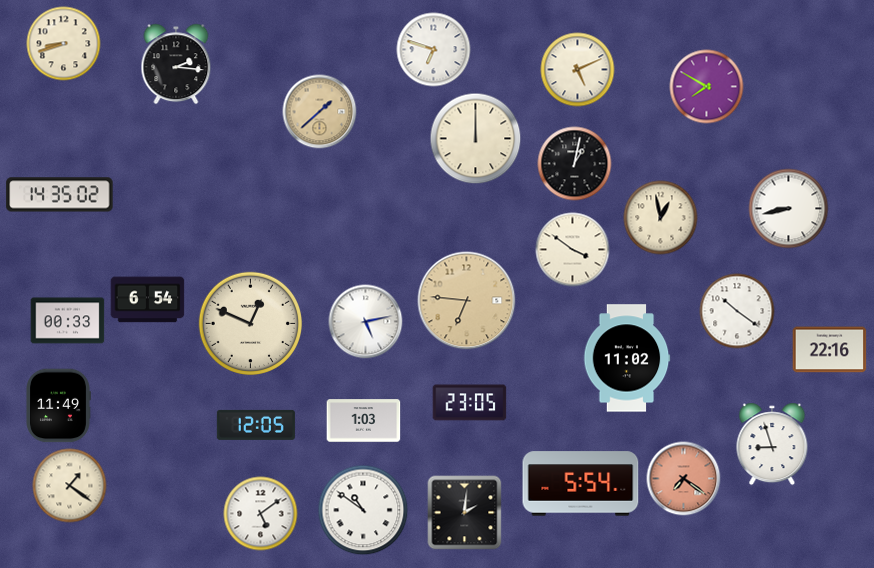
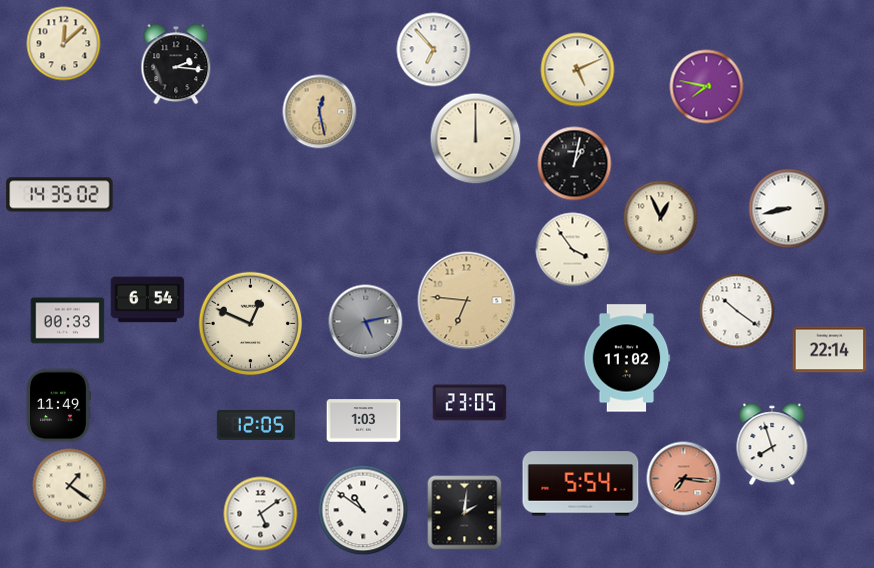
clock at (64, 44): 8:42 -> 12:08
clock at (434, 50): 6:48 -> 6:53
clock at (707, 87): 7:50 -> 7:47
clock at (320, 112): 1:38 -> 12:28
clock at (661, 218): 12:58 -> 12:56
clock at (573, 250): 3:51 -> 3:54
clock at (366, 322) dial: white -> grey
clock at (830, 350): 22:16 -> 22:14
clock at (772, 444): 8:57 -> 7:57
clock at (684, 479): 7:21 -> 7:16
